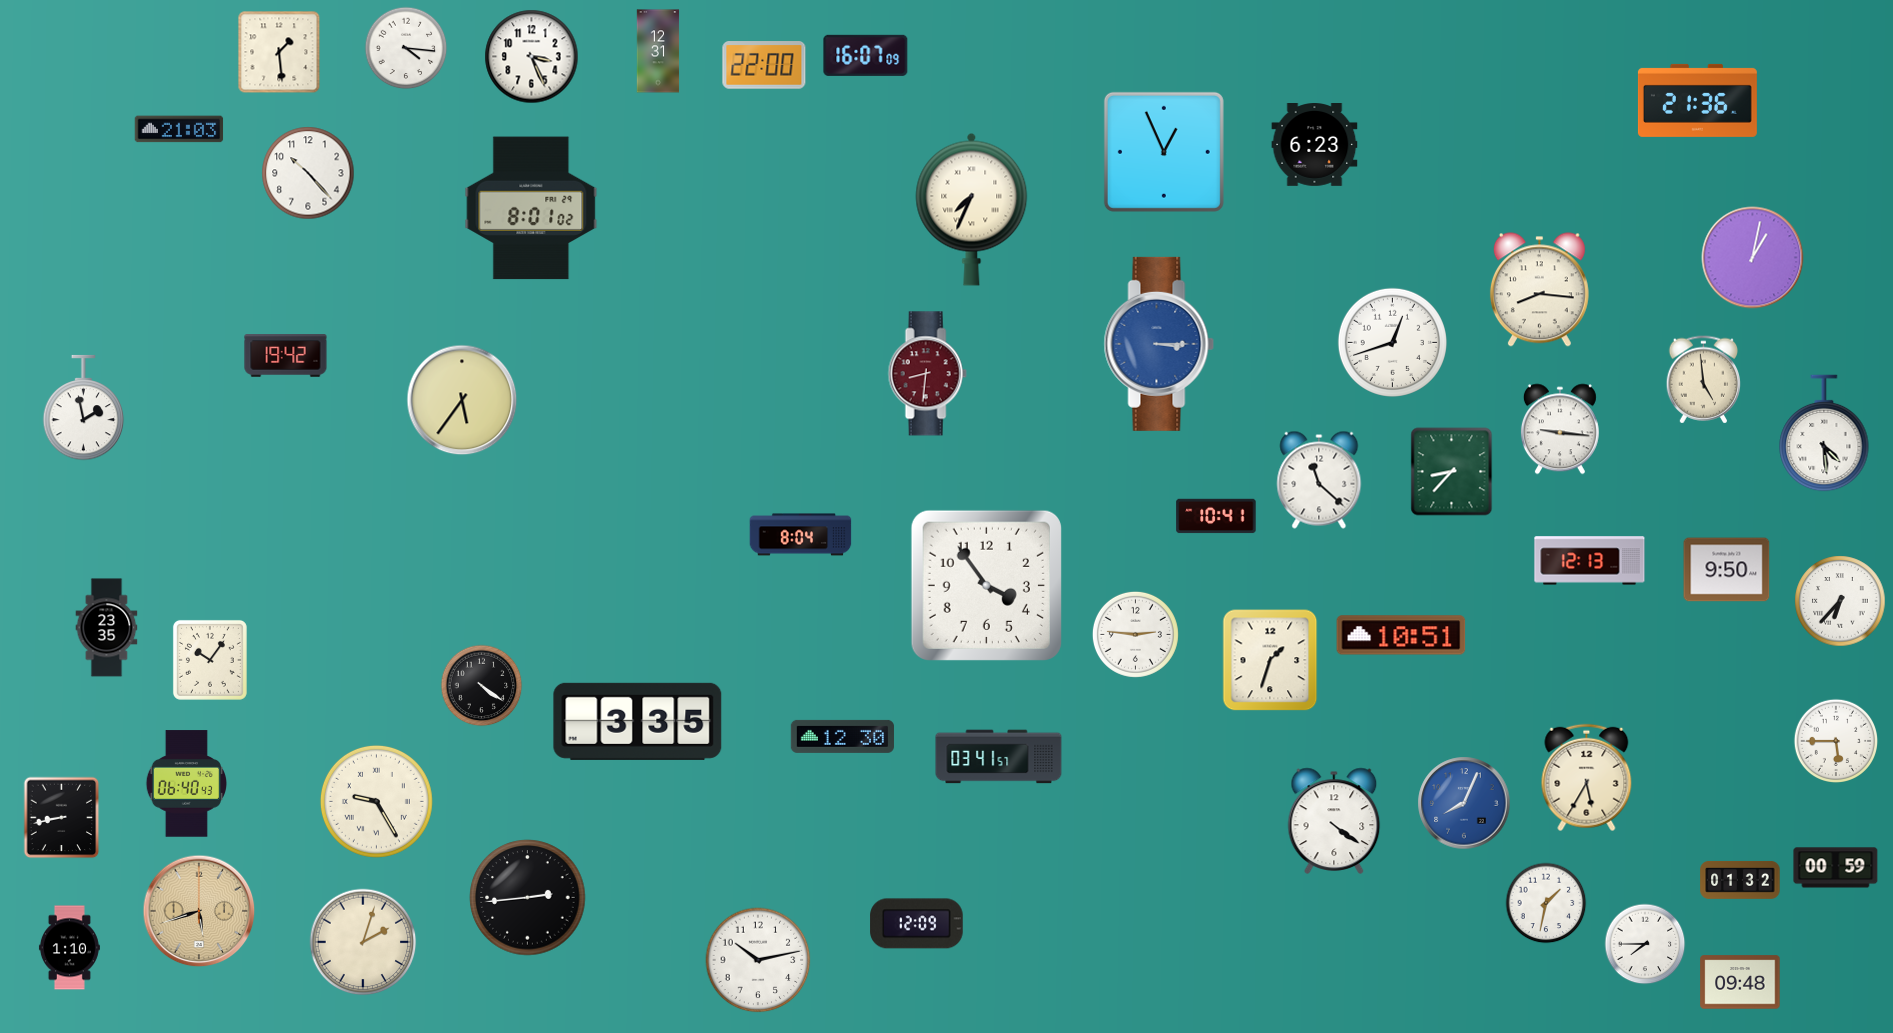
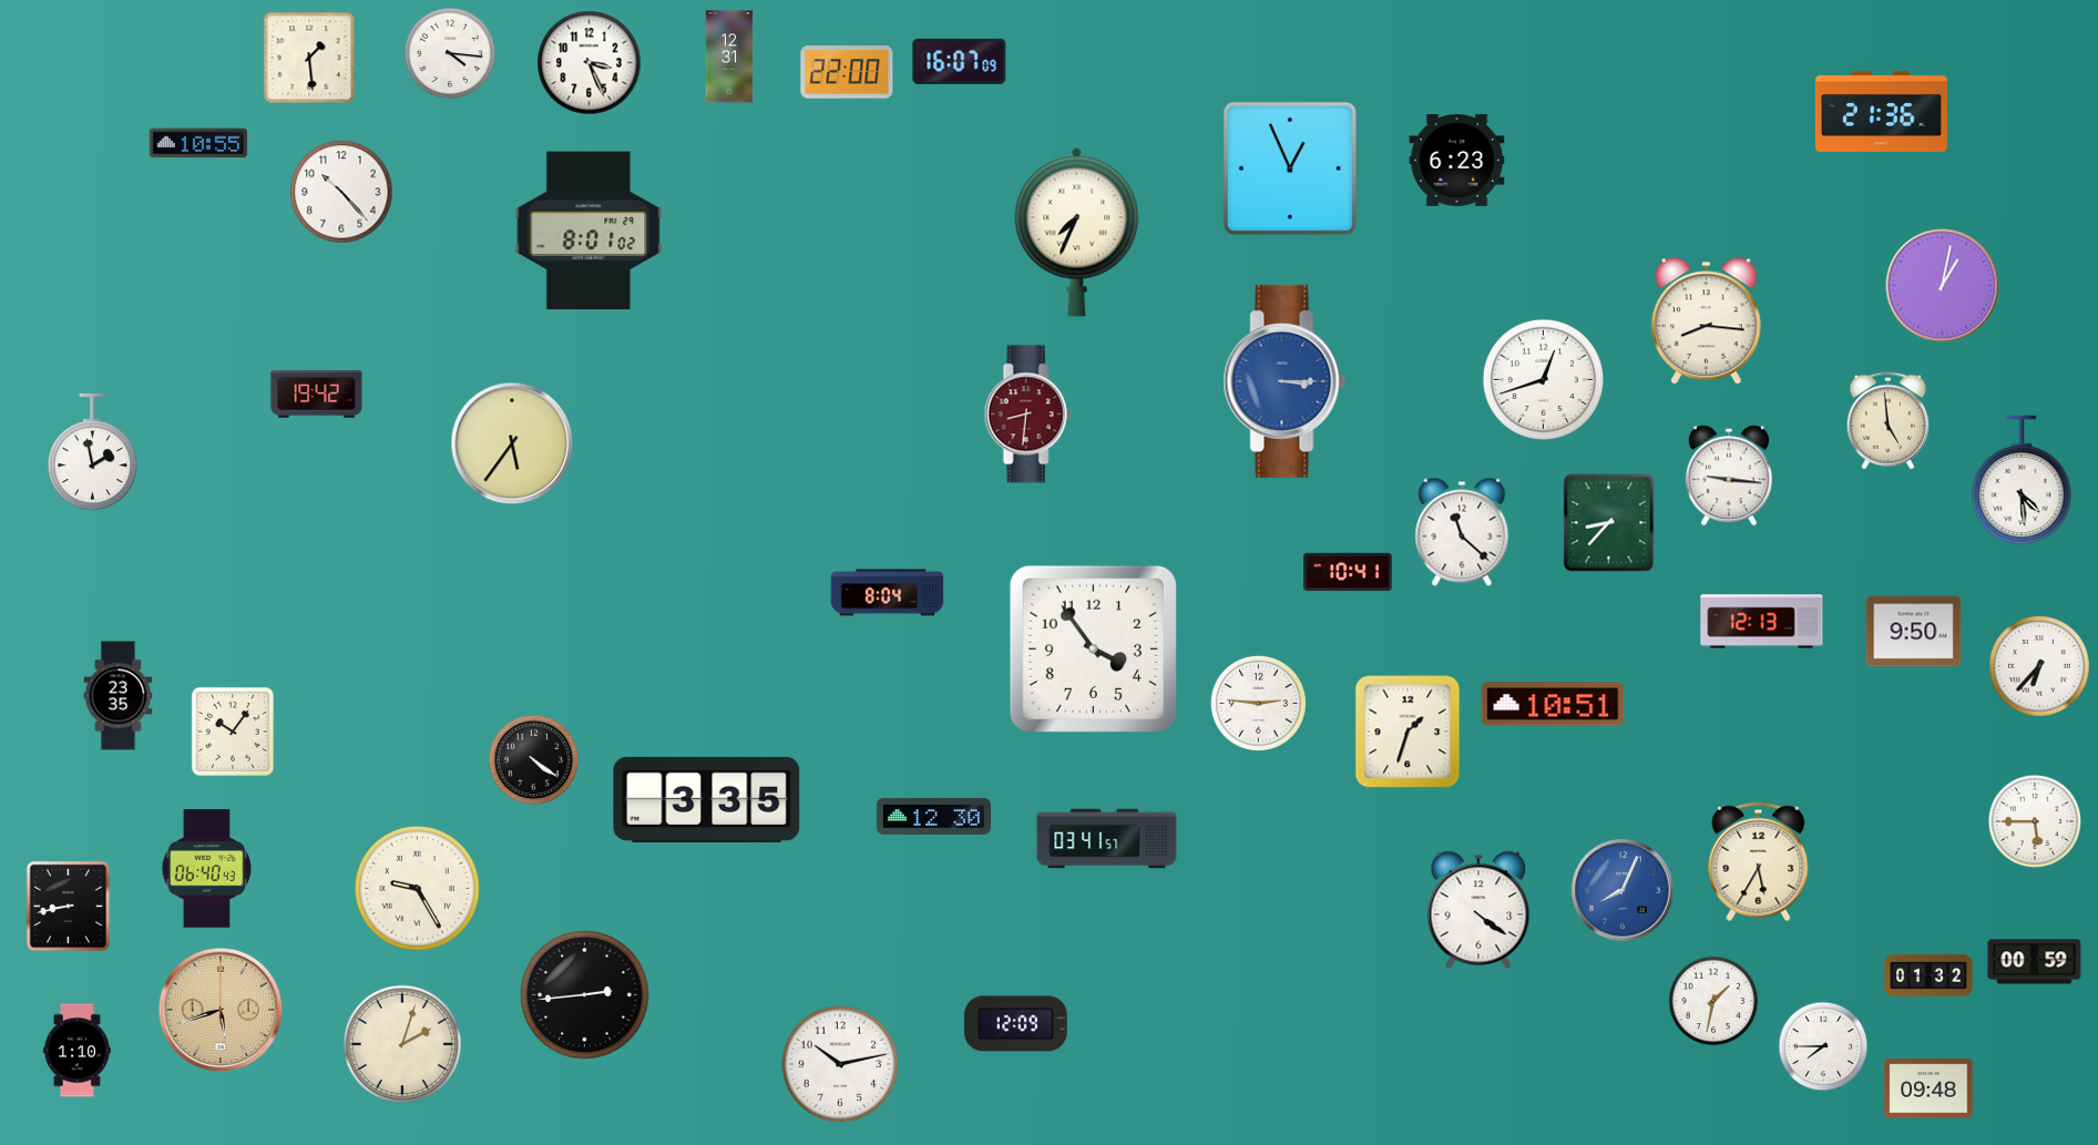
clock at (179, 129): 21:03 -> 10:55
